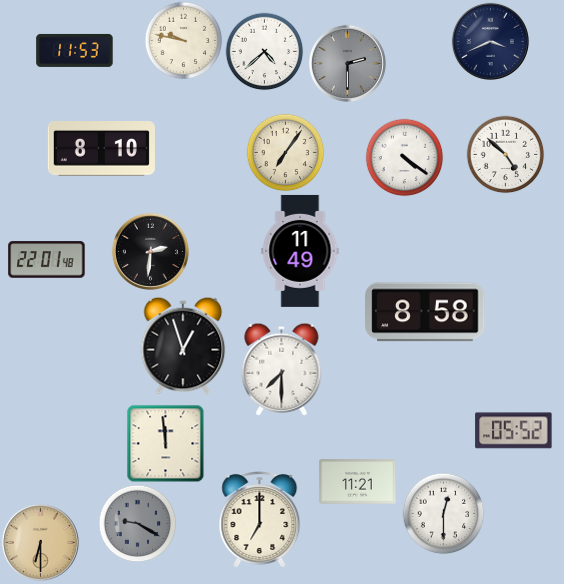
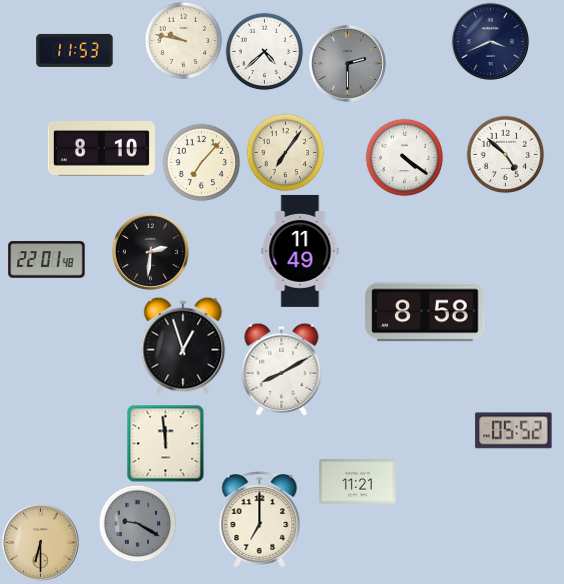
clock at (201, 162): none -> 7:07
clock at (282, 369): 7:30 -> 8:10
clock at (443, 513): 12:30 -> none
